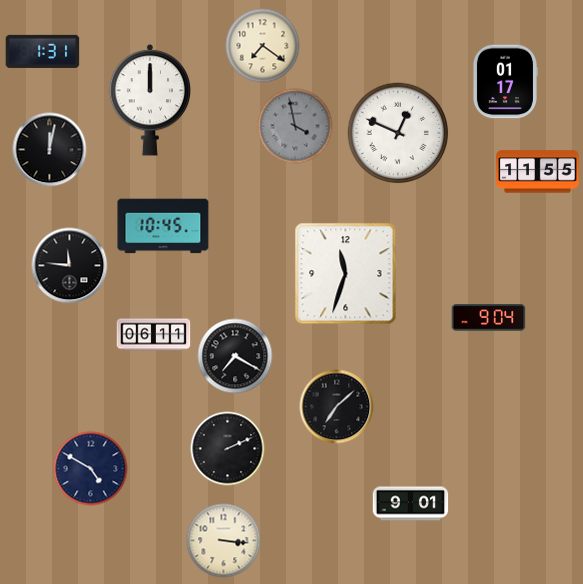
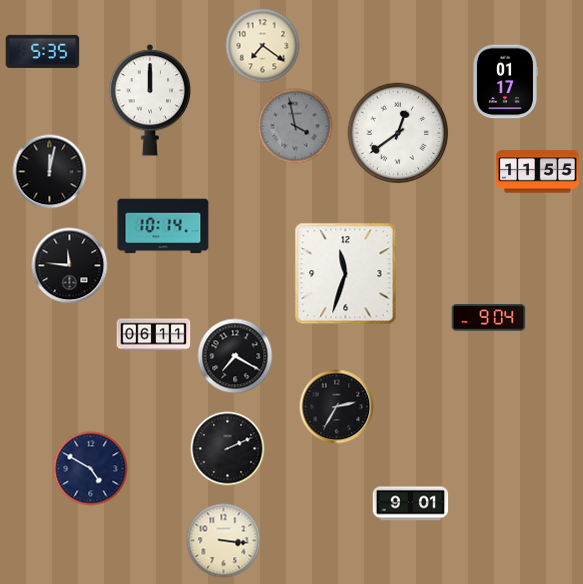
clock at (43, 51): 1:31 -> 5:35
clock at (398, 133): 12:49 -> 12:39
clock at (50, 150) position: (50, 150) -> (50, 172)
clock at (163, 226): 10:45 -> 10:14
clock at (337, 407): 7:08 -> 2:35
